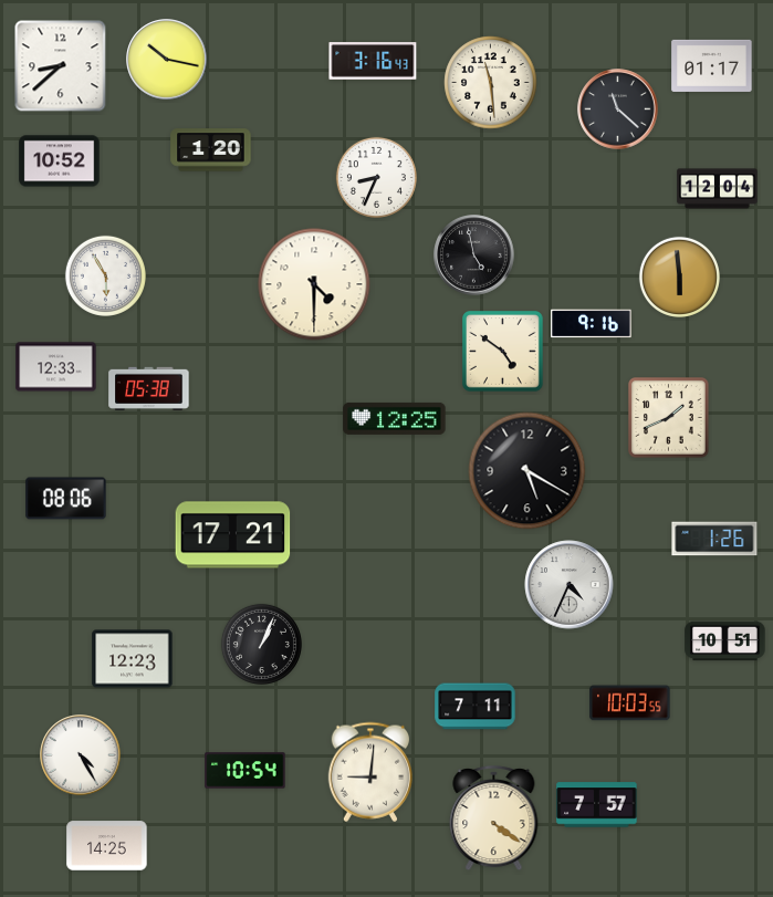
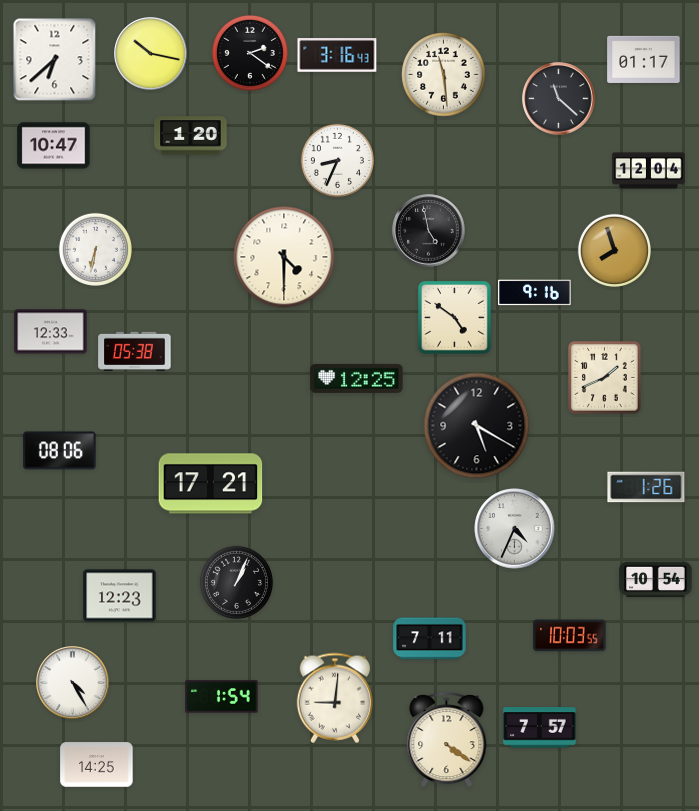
clock at (250, 53): none -> 2:21
clock at (61, 66): 8:38 -> 6:38
clock at (60, 161): 10:52 -> 10:47
clock at (376, 177) position: (376, 177) -> (337, 160)
clock at (105, 275): 5:55 -> 6:32
clock at (679, 277): 5:59 -> 7:57
clock at (725, 642): 10:51 -> 10:54
clock at (246, 771): 10:54 -> 1:54
